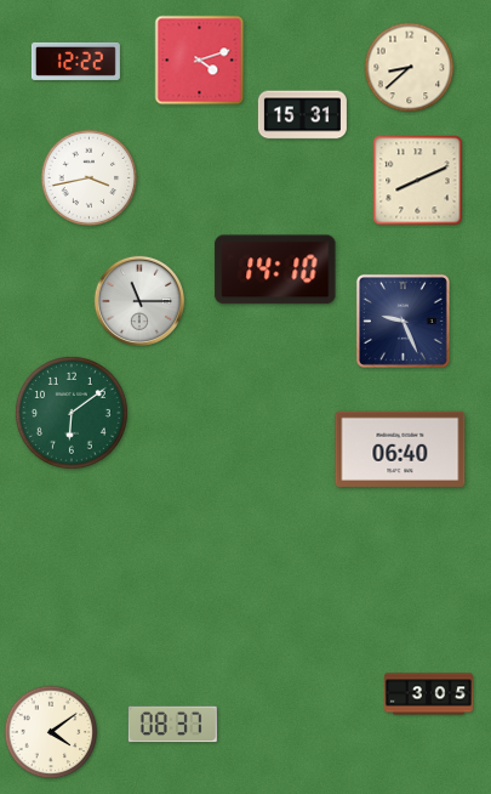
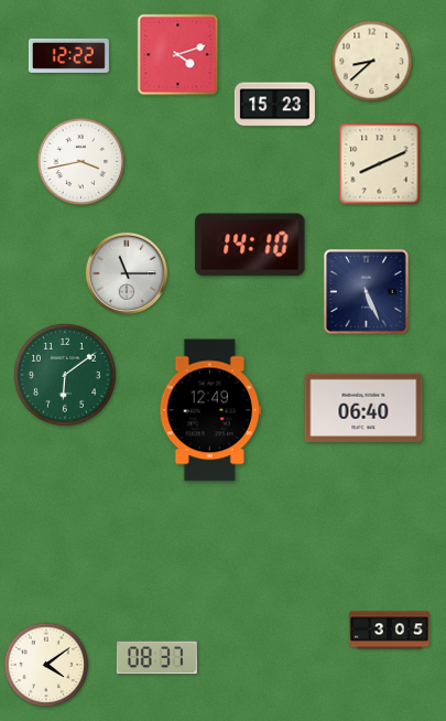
clock at (200, 61) position: (200, 61) -> (178, 55)
clock at (302, 115): 15:31 -> 15:23
clock at (402, 321): 9:26 -> 5:26
clock at (210, 410): none -> 12:49
